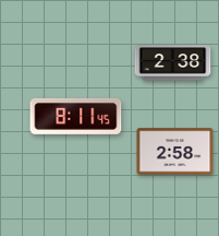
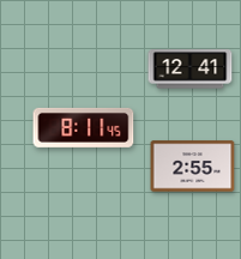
clock at (173, 63): 2:38 -> 12:41
clock at (175, 152): 2:58 -> 2:55
